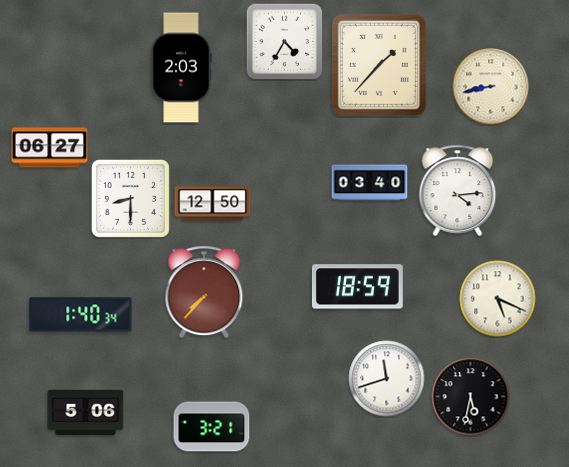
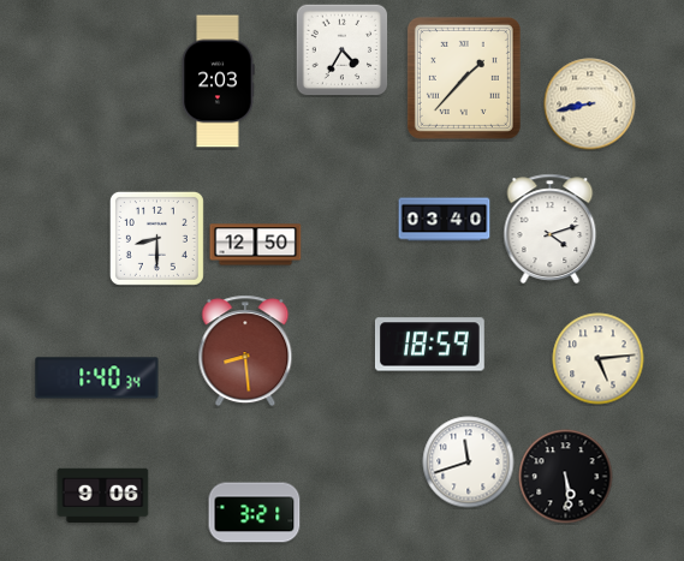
clock at (379, 65) position: (379, 65) -> (464, 78)
clock at (50, 148): 06:27 -> none
clock at (458, 190): 4:14 -> 4:12
clock at (204, 292): 7:37 -> 8:29
clock at (498, 299): 5:19 -> 5:14
clock at (387, 379) position: (387, 379) -> (469, 462)
clock at (471, 397): 5:32 -> 5:29
clock at (86, 413): 5:06 -> 9:06
